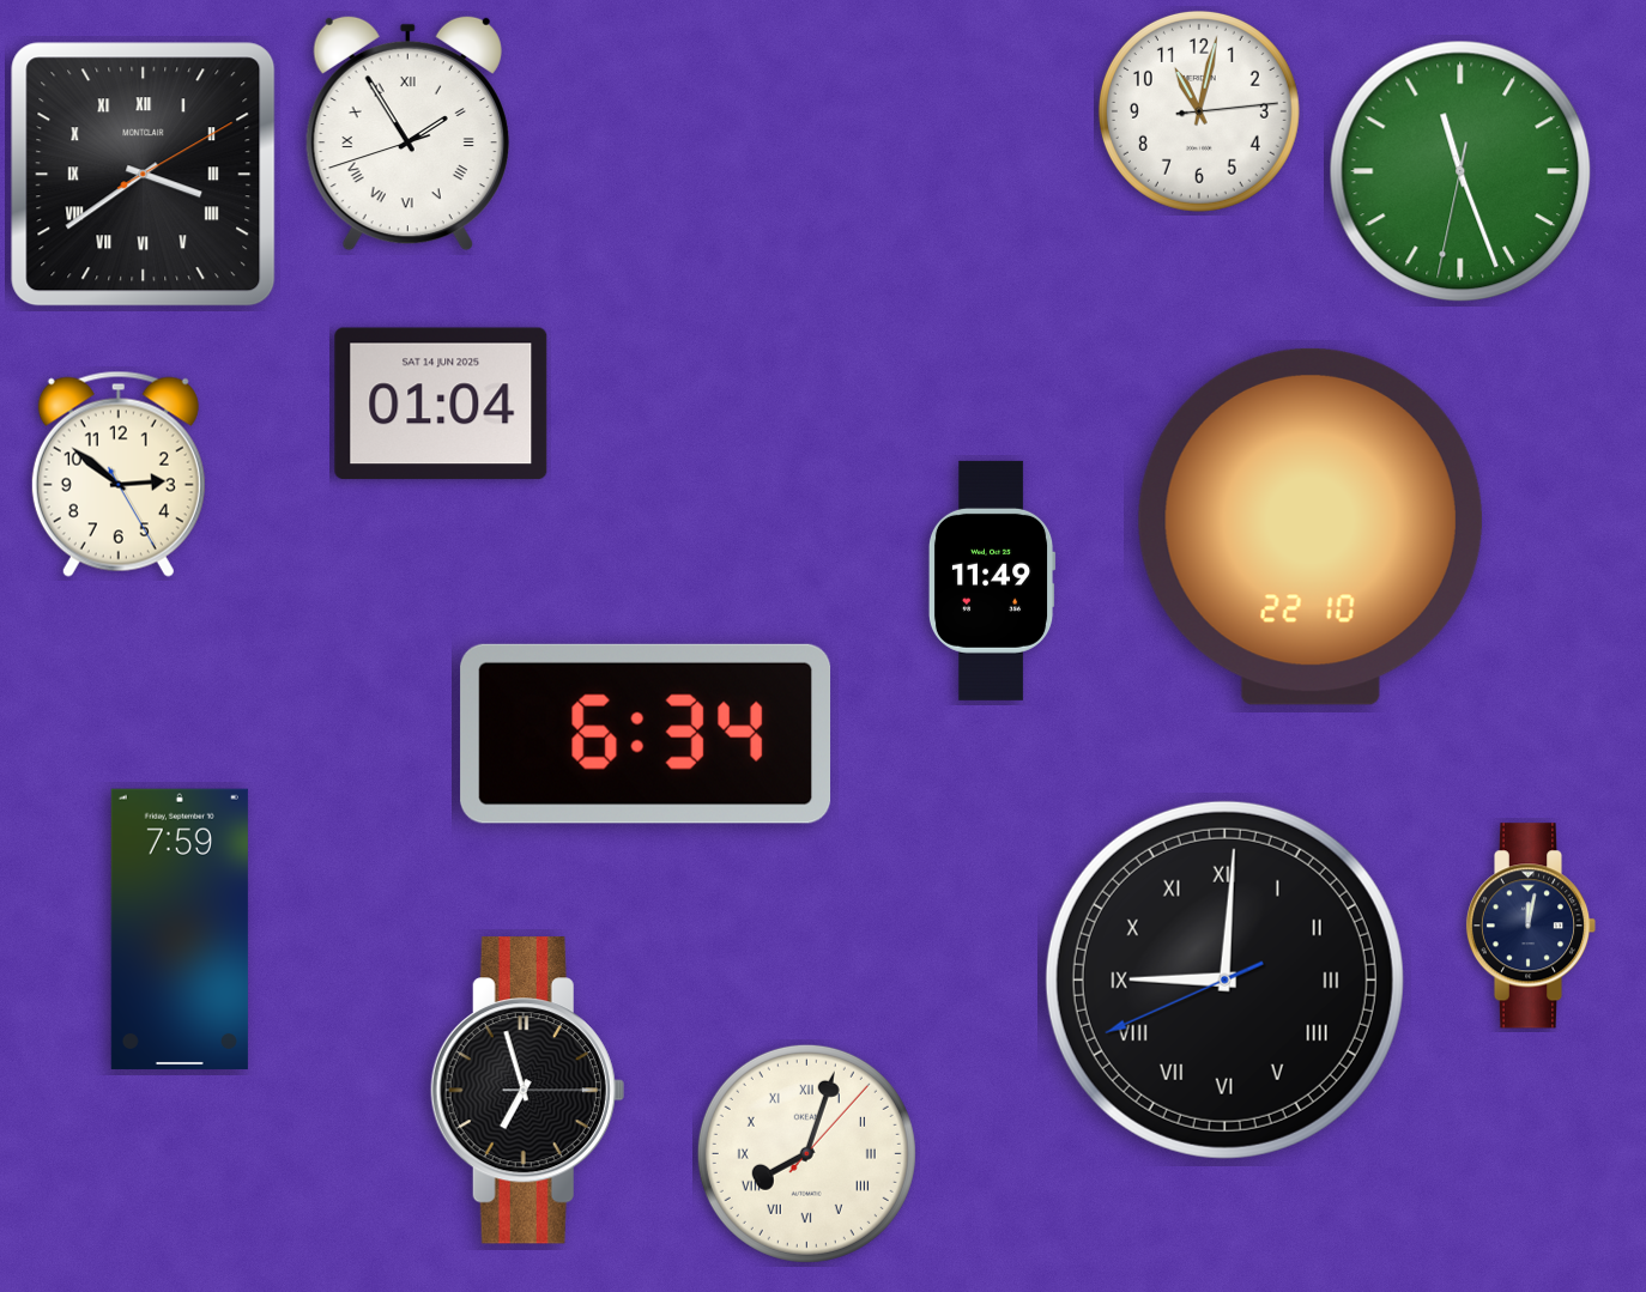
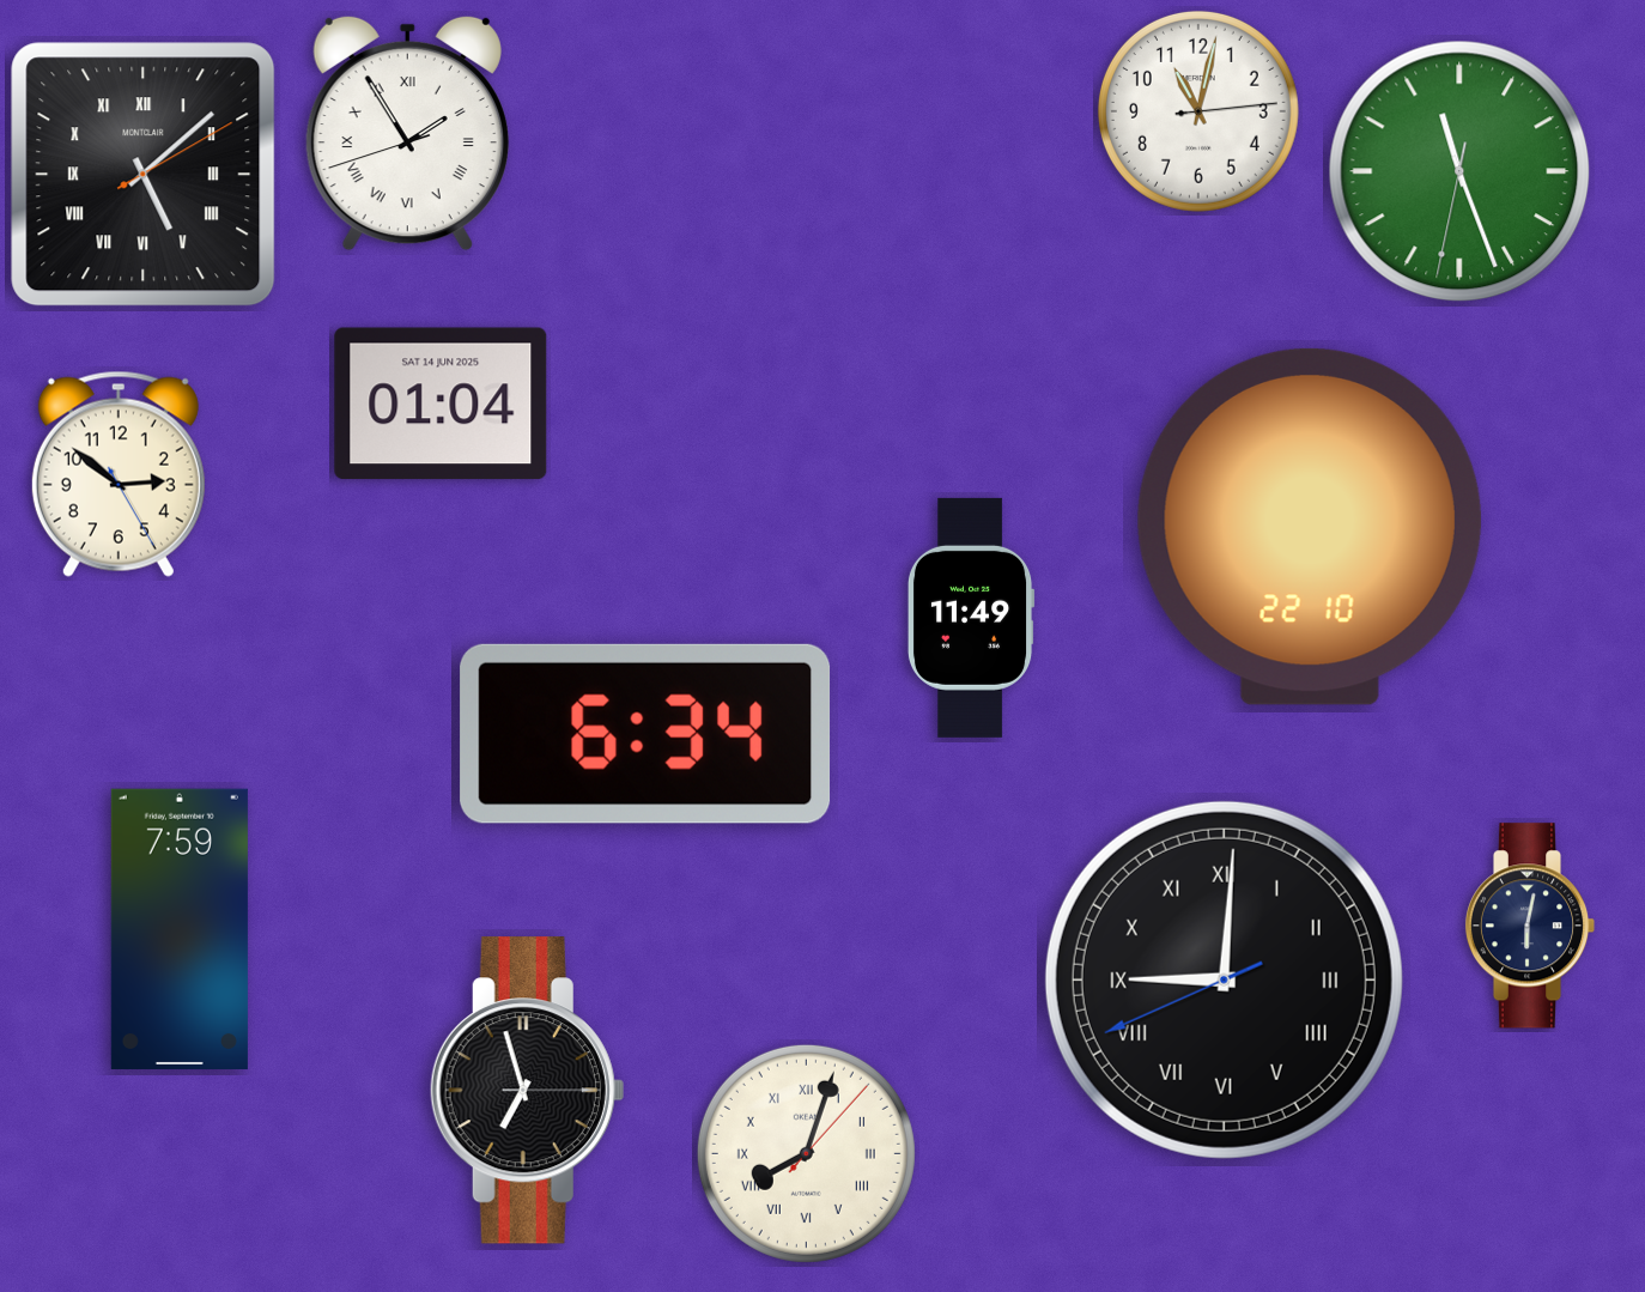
clock at (144, 175): 3:39 -> 5:08
clock at (992, 581) position: (992, 581) -> (971, 618)
clock at (1531, 926): 12:02 -> 6:02
